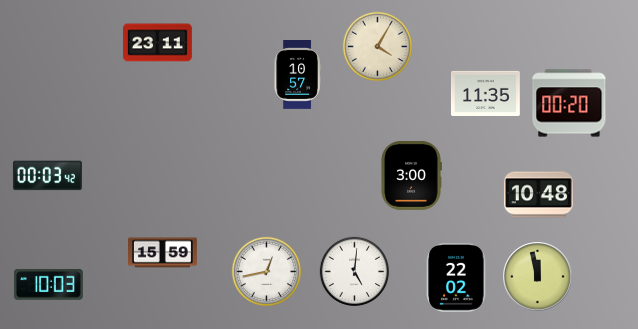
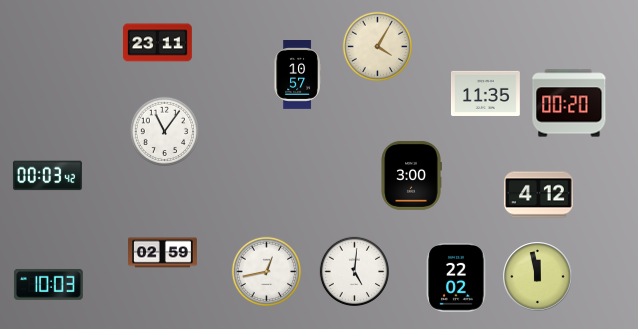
clock at (164, 131): none -> 11:06
clock at (538, 195): 10:48 -> 4:12
clock at (163, 253): 15:59 -> 02:59
